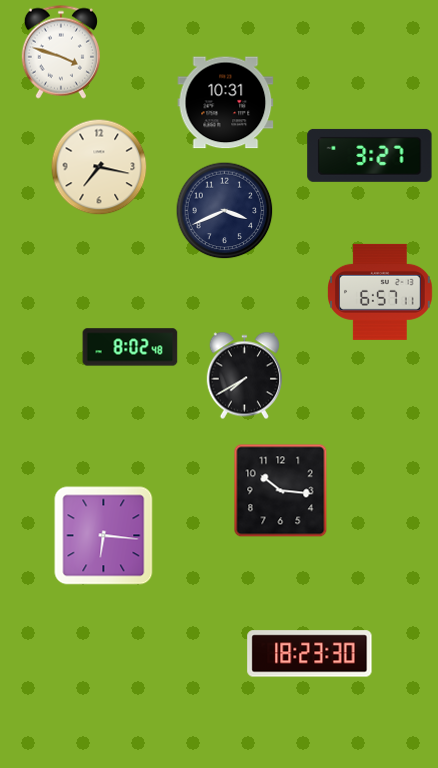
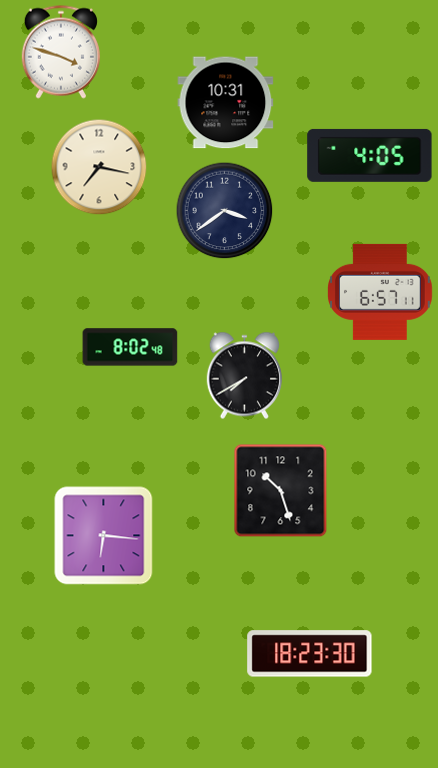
clock at (370, 155): 3:27 -> 4:05
clock at (225, 211): 3:41 -> 3:39
clock at (281, 491): 10:16 -> 10:27
